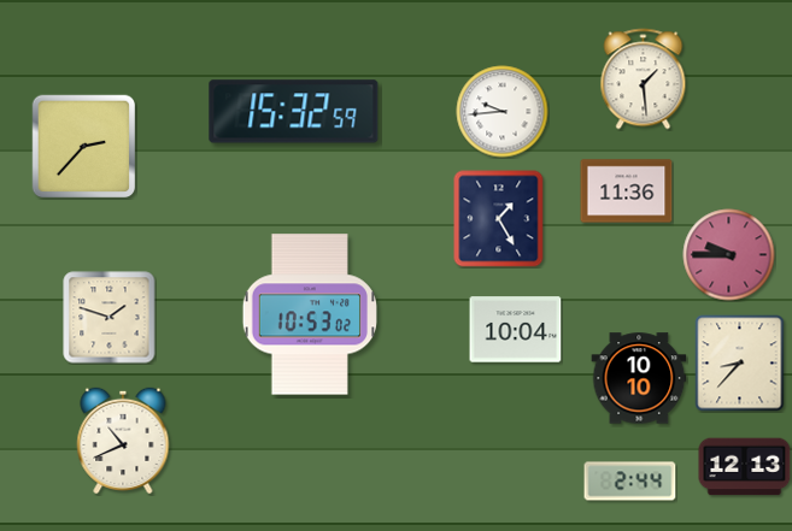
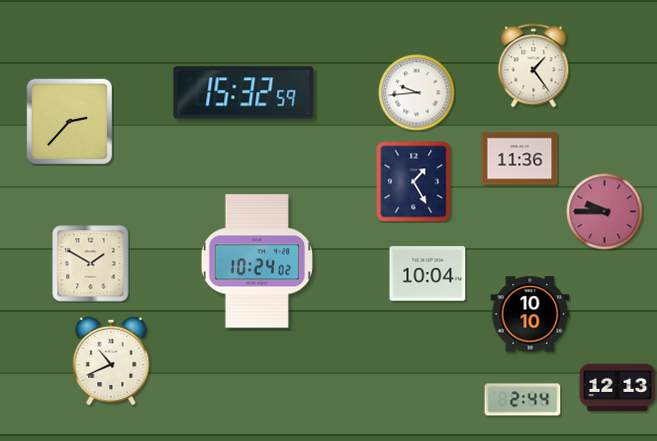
clock at (644, 79): 1:29 -> 1:24
clock at (309, 314): 10:53 -> 10:24
clock at (110, 318): 1:48 -> 1:50
clock at (740, 364): 8:37 -> none
clock at (123, 439) position: (123, 439) -> (111, 360)
